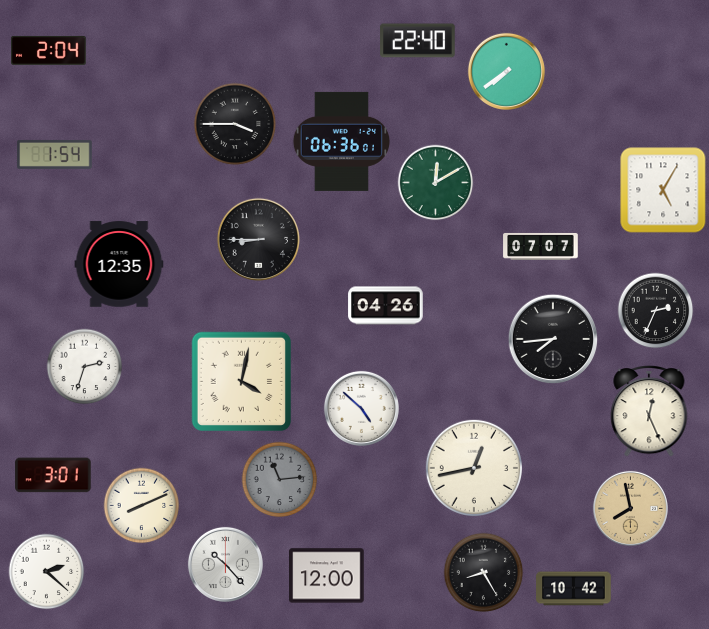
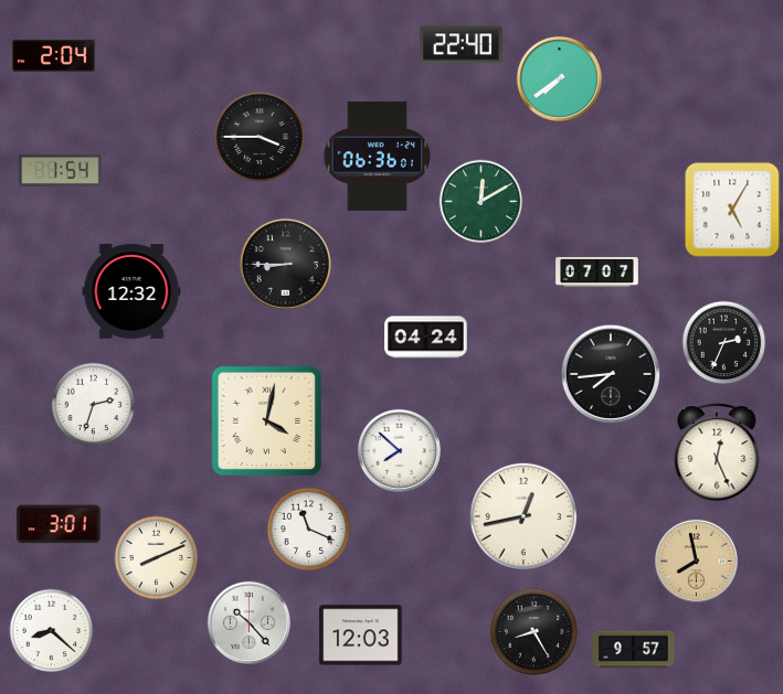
clock at (119, 264): 12:35 -> 12:32
clock at (386, 306): 04:26 -> 04:24
clock at (361, 408): 4:52 -> 7:52
clock at (280, 480): 11:14 -> 11:19
clock at (280, 480) dial: grey -> white
clock at (47, 572): 2:22 -> 8:22
clock at (327, 576): 12:00 -> 12:03
clock at (574, 589): 10:42 -> 9:57
